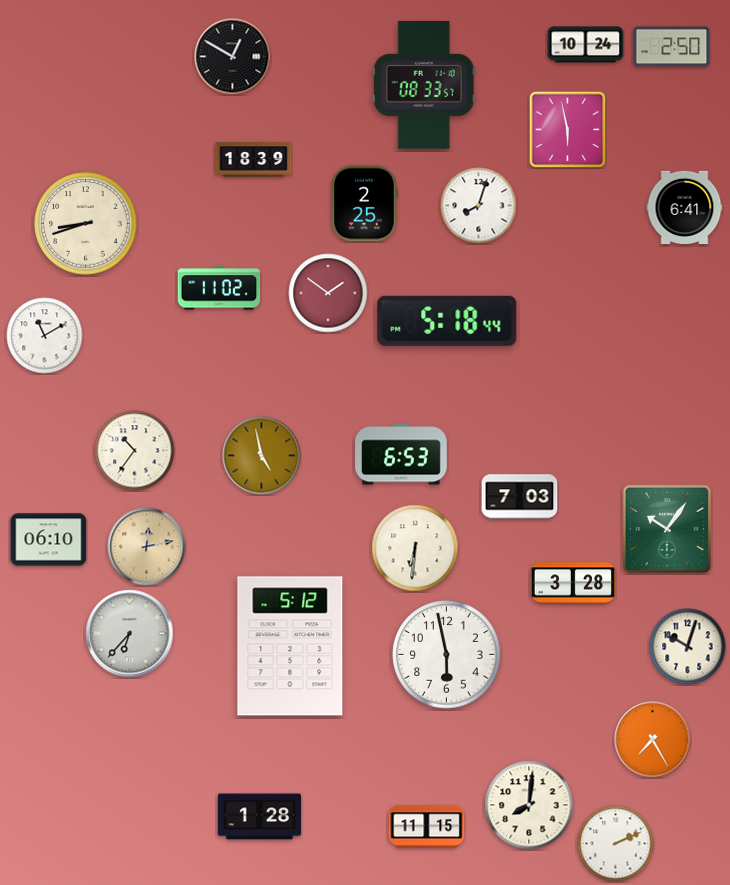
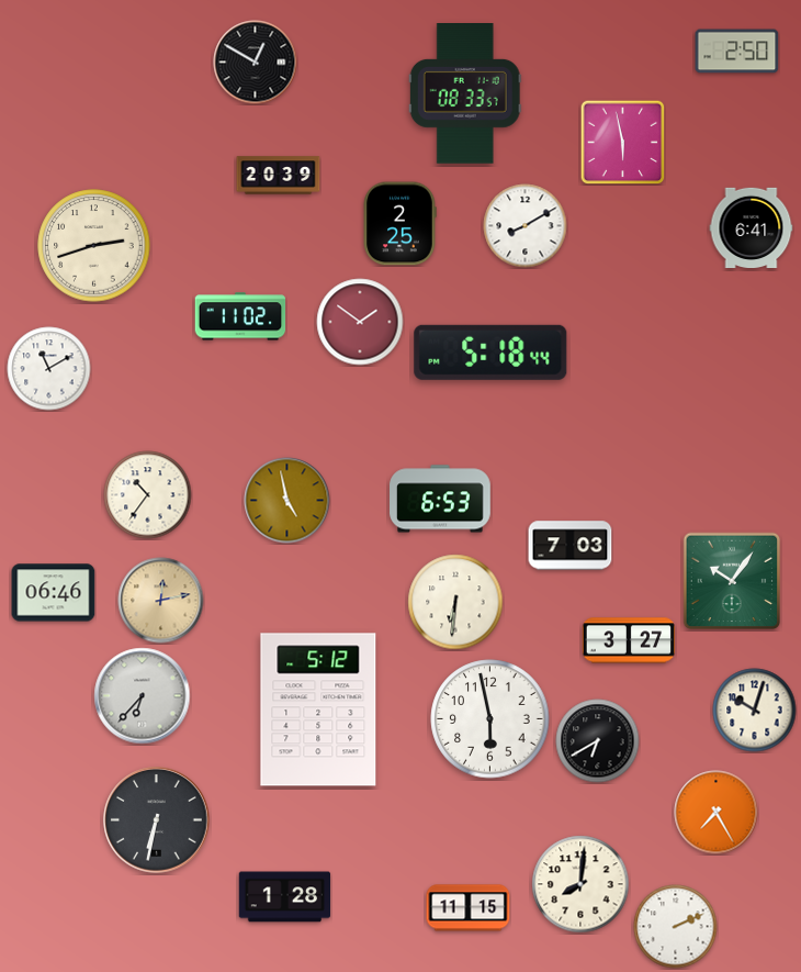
clock at (586, 45): 10:24 -> none
clock at (254, 160): 18:39 -> 20:39
clock at (479, 206): 8:03 -> 8:10
clock at (86, 224): 8:42 -> 2:42
clock at (49, 540): 06:10 -> 06:46
clock at (573, 583): 3:28 -> 3:27
clock at (598, 741): none -> 6:40
clock at (157, 820): none -> 6:32
